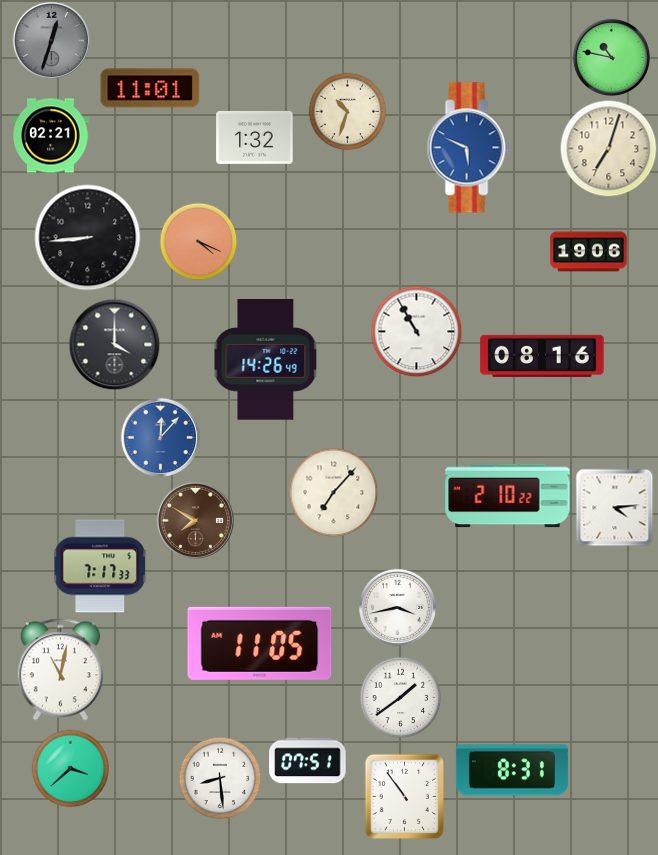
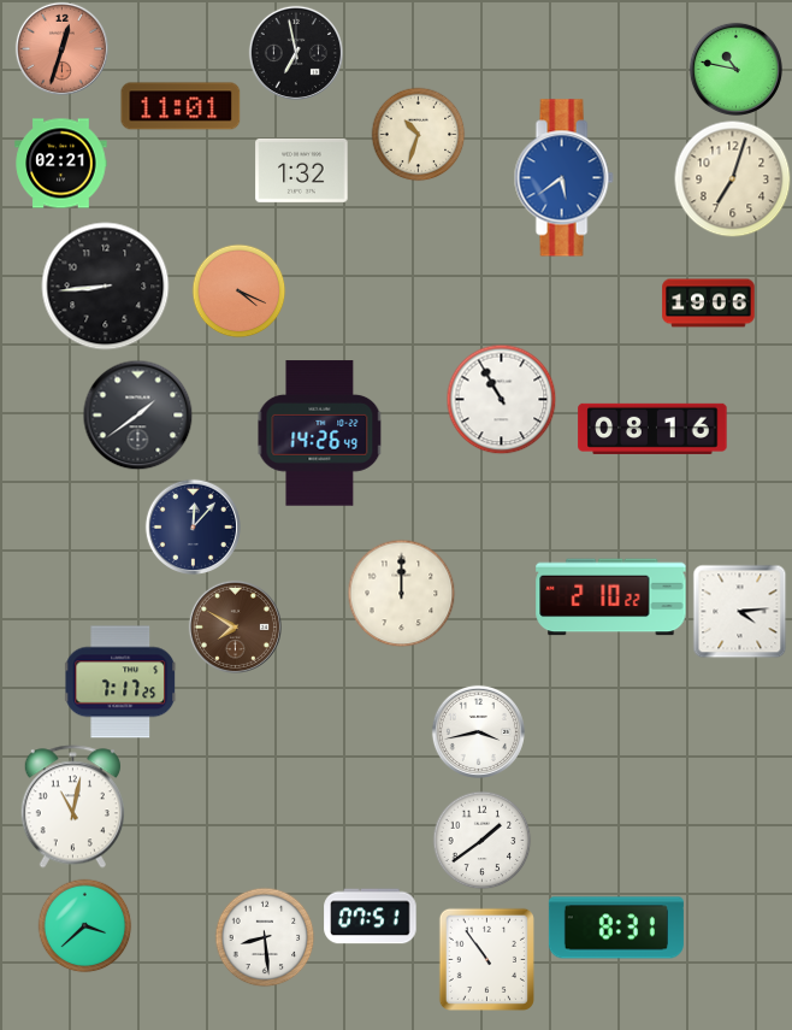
clock at (51, 40) dial: grey -> salmon
clock at (296, 53): none -> 6:58
clock at (255, 137) position: (255, 137) -> (302, 170)
clock at (468, 148): 5:49 -> 5:39
clock at (114, 344): 4:00 -> 1:39
clock at (160, 437) dial: blue -> navy
clock at (333, 492): 7:07 -> 12:00
clock at (100, 566): 7:17:33 -> 7:17:25
clock at (260, 643): 11:05 -> none
